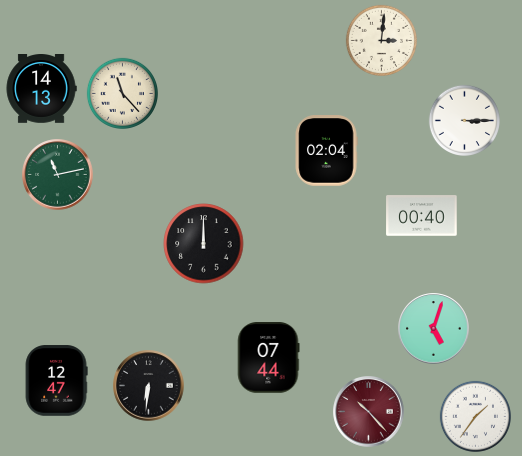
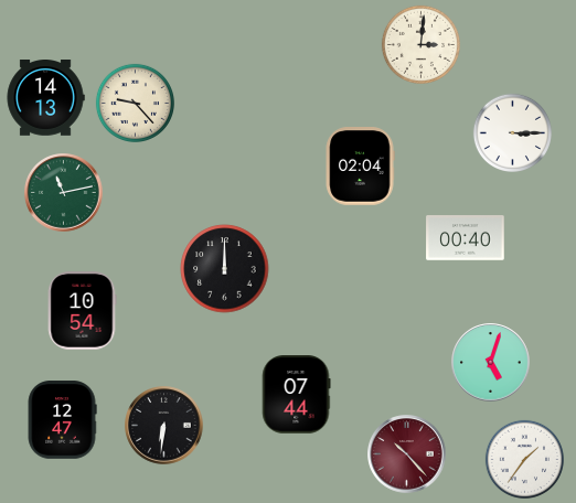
clock at (122, 93): 11:23 -> 9:23
clock at (82, 311): none -> 10:54
clock at (434, 329) position: (434, 329) -> (491, 363)
